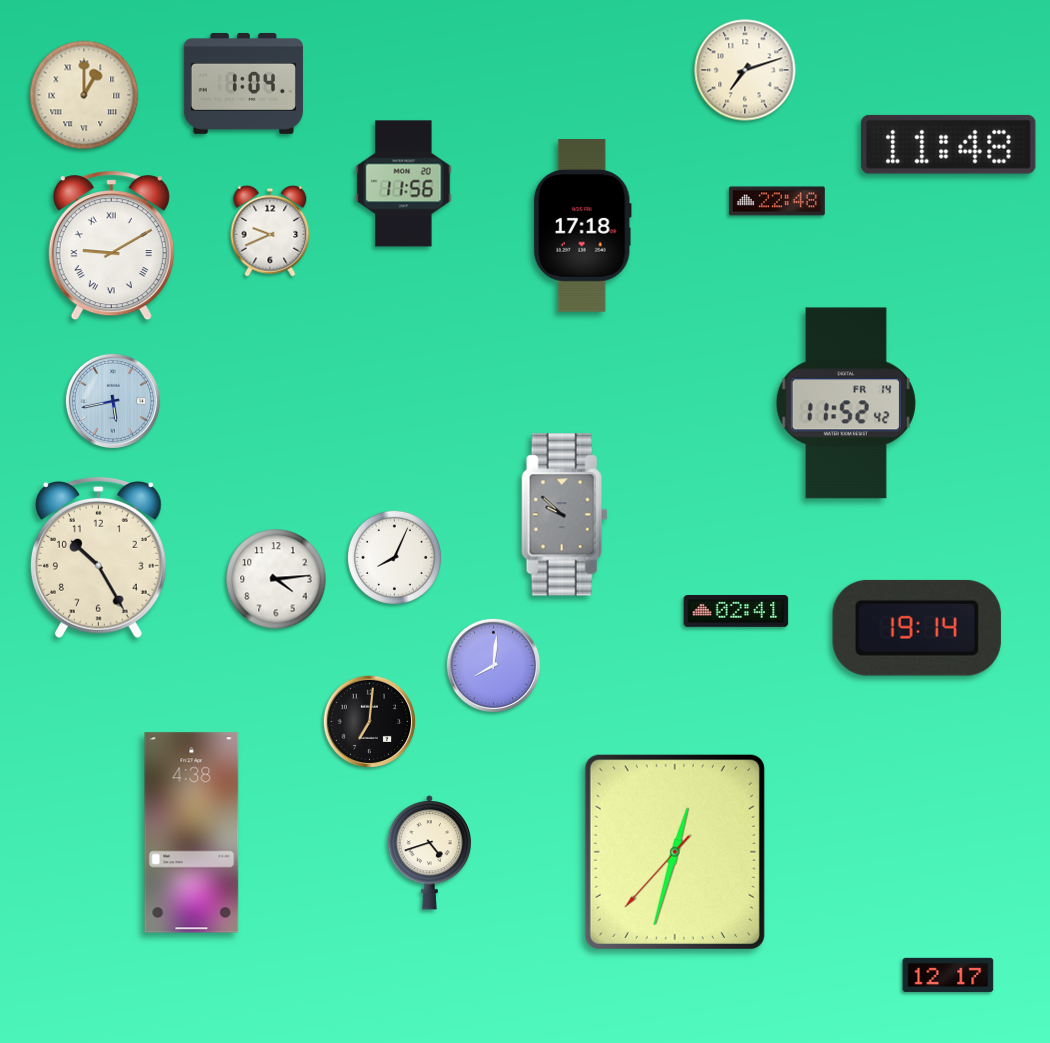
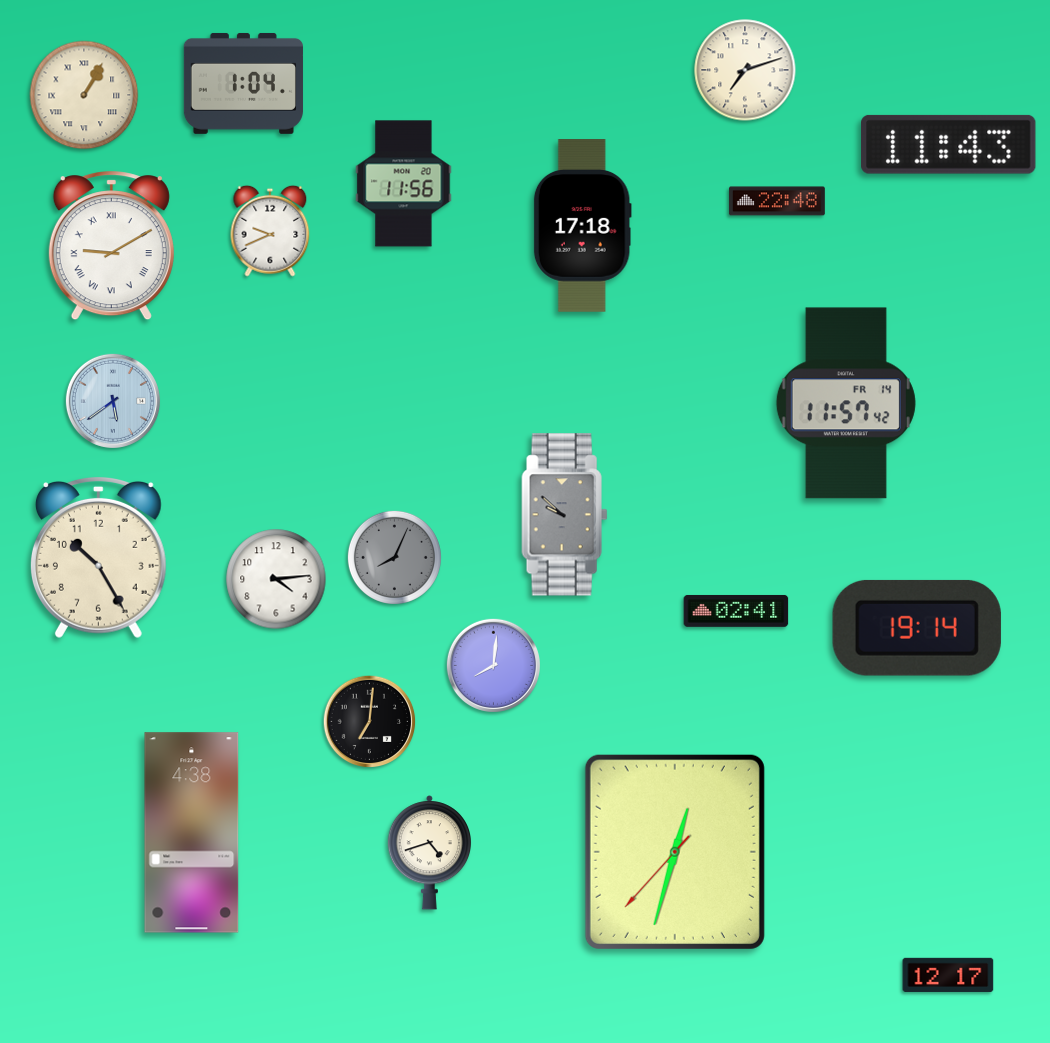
clock at (84, 95): 1:00 -> 1:05
clock at (949, 144): 11:48 -> 11:43
clock at (113, 401): 5:43 -> 5:39
clock at (846, 403): 11:52 -> 11:57
clock at (394, 557) dial: white -> grey
